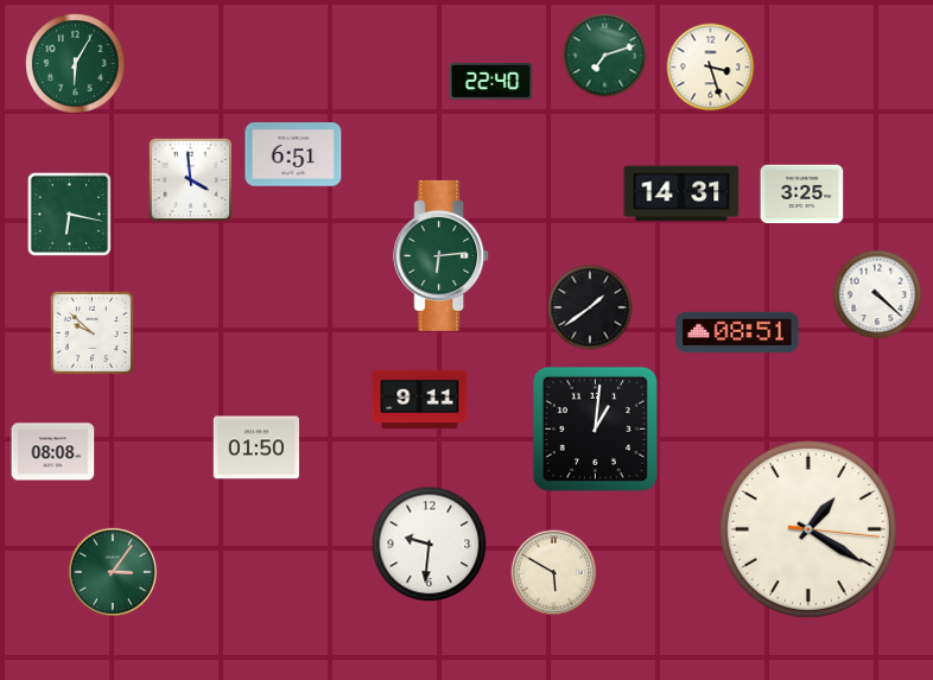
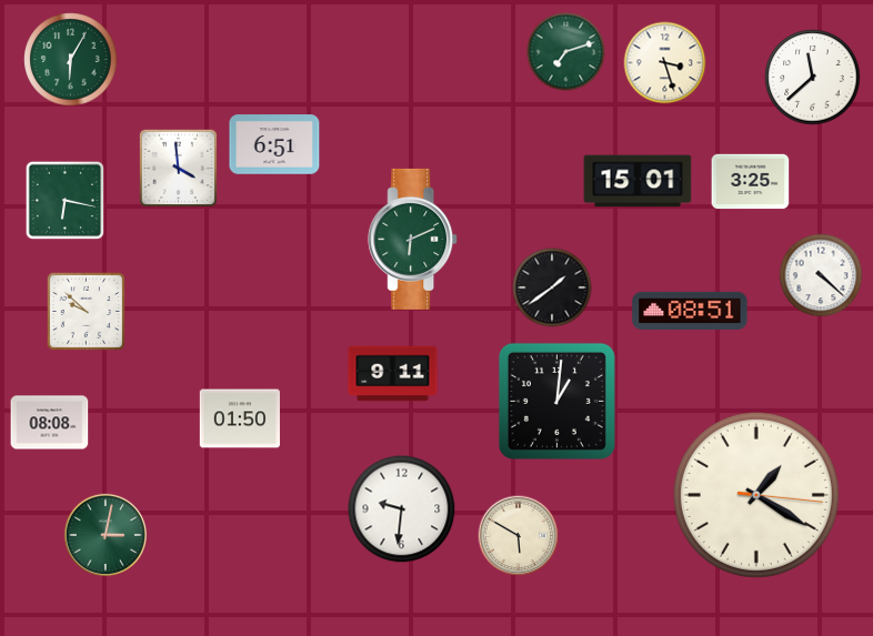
clock at (491, 81): 22:40 -> none
clock at (813, 78): none -> 11:38
clock at (681, 193): 14:31 -> 15:01
clock at (442, 255): 6:14 -> 6:11
clock at (112, 571): 3:06 -> 3:02
